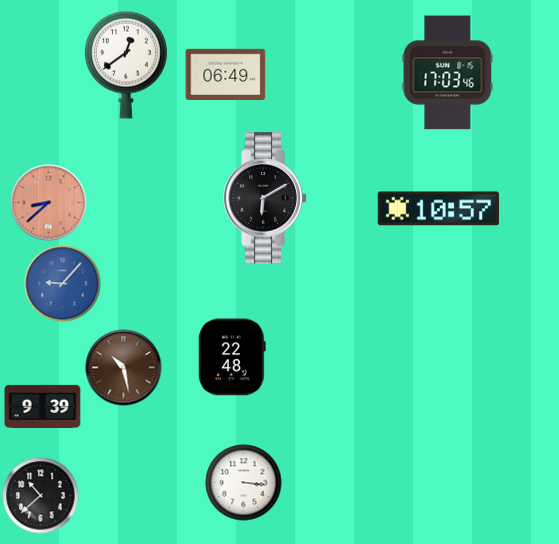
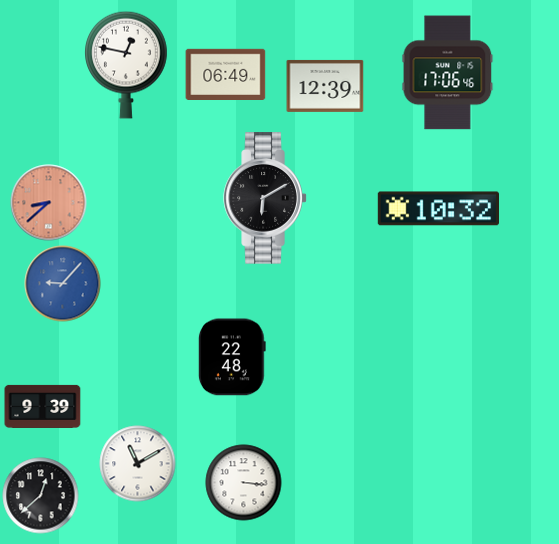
clock at (127, 65): 12:39 -> 12:47
clock at (448, 73): 17:03 -> 17:06
clock at (325, 86): none -> 12:39
clock at (438, 209): 10:57 -> 10:32
clock at (124, 368): 10:28 -> none
clock at (138, 464): none -> 11:10
clock at (41, 496): 10:38 -> 12:38
